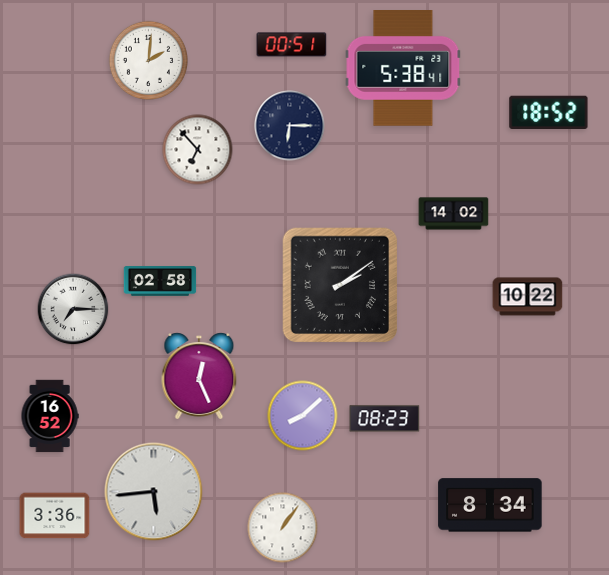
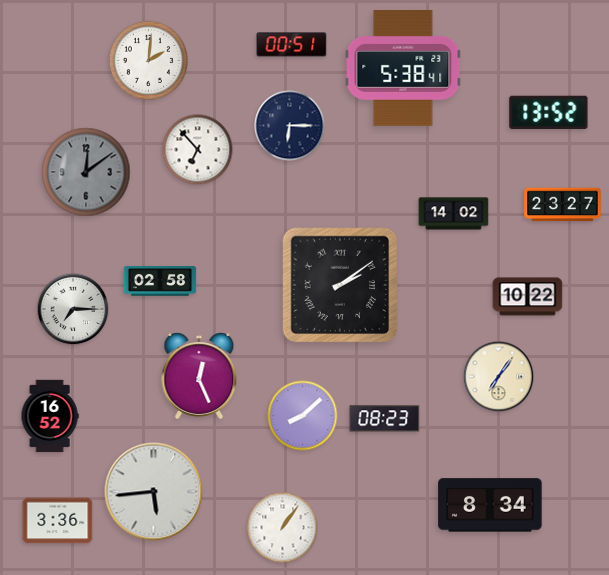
clock at (549, 112): 18:52 -> 13:52
clock at (86, 172): none -> 12:09
clock at (563, 205): none -> 23:27
clock at (499, 377): none -> 7:06
clock at (55, 516) position: (55, 516) -> (58, 521)
